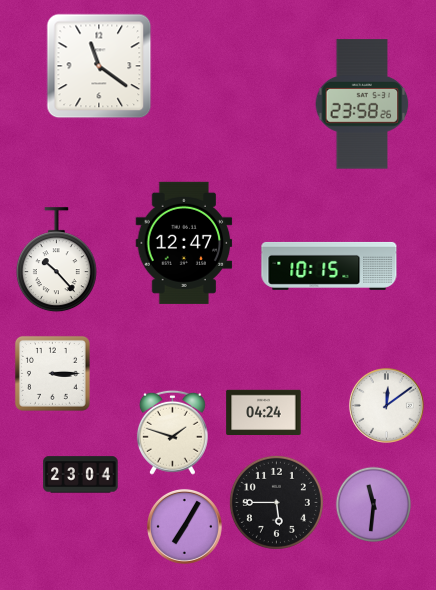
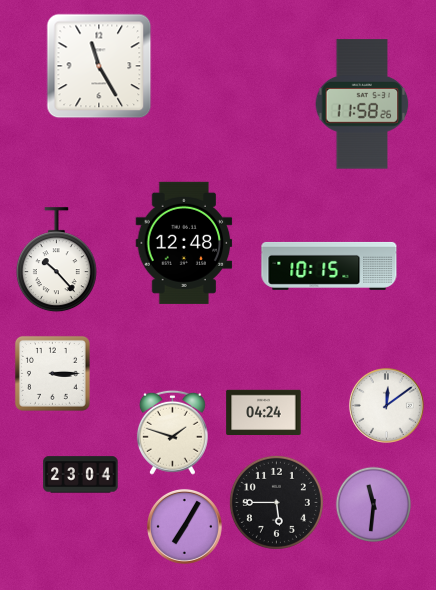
clock at (99, 66): 11:21 -> 11:25
clock at (362, 104): 23:58 -> 11:58
clock at (184, 243): 12:47 -> 12:48
